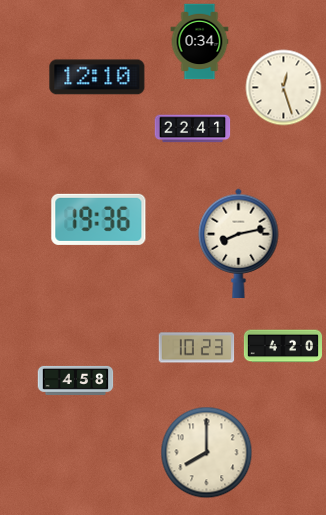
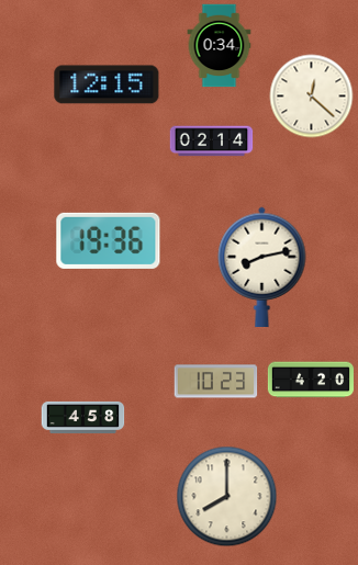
clock at (97, 77): 12:10 -> 12:15
clock at (284, 88): 12:27 -> 12:22
clock at (193, 129): 22:41 -> 02:14
